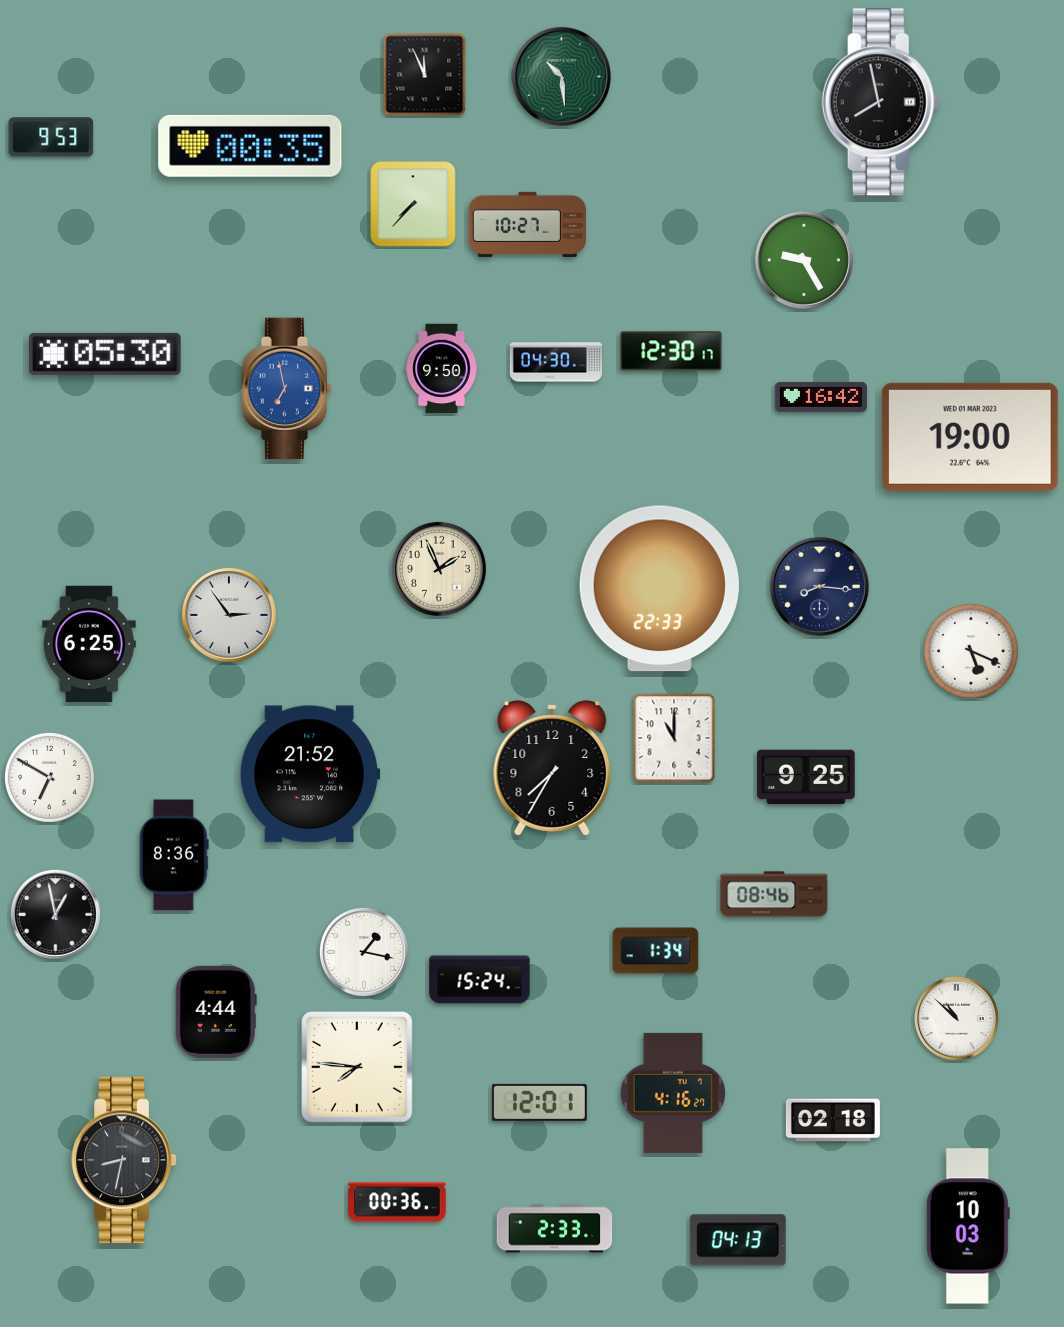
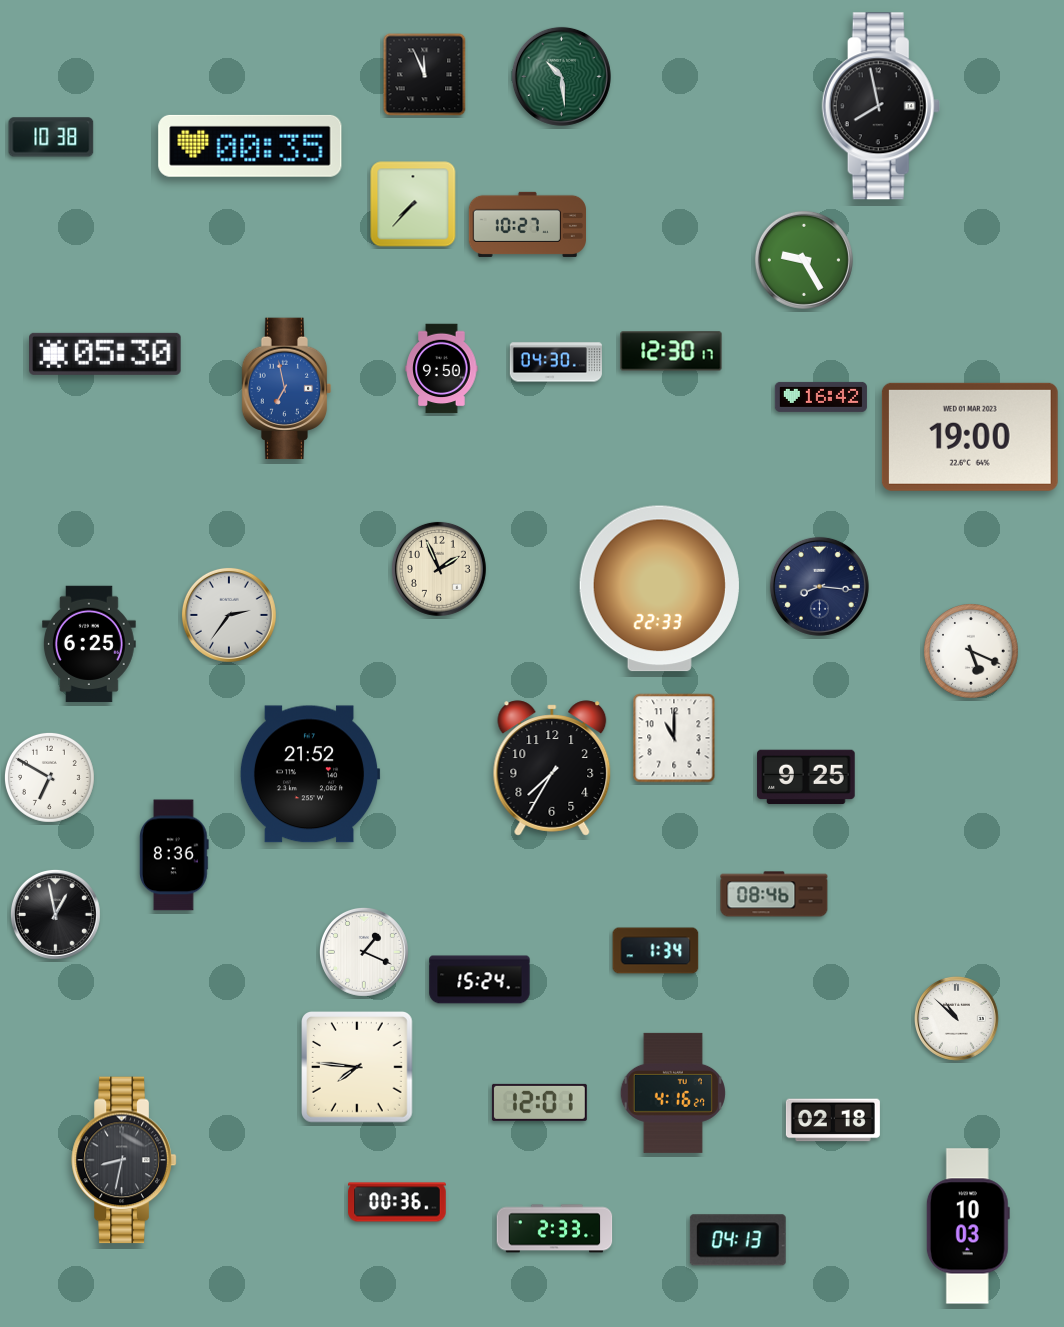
clock at (881, 102) position: (881, 102) -> (881, 106)
clock at (51, 137): 9:53 -> 10:38
clock at (229, 615): 2:54 -> 2:36
clock at (364, 952): 1:17 -> 1:19
clock at (216, 1012): 4:44 -> none
